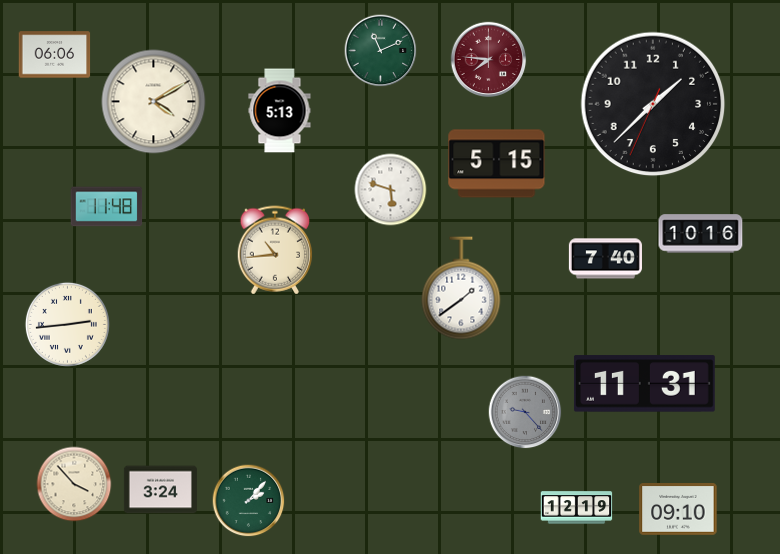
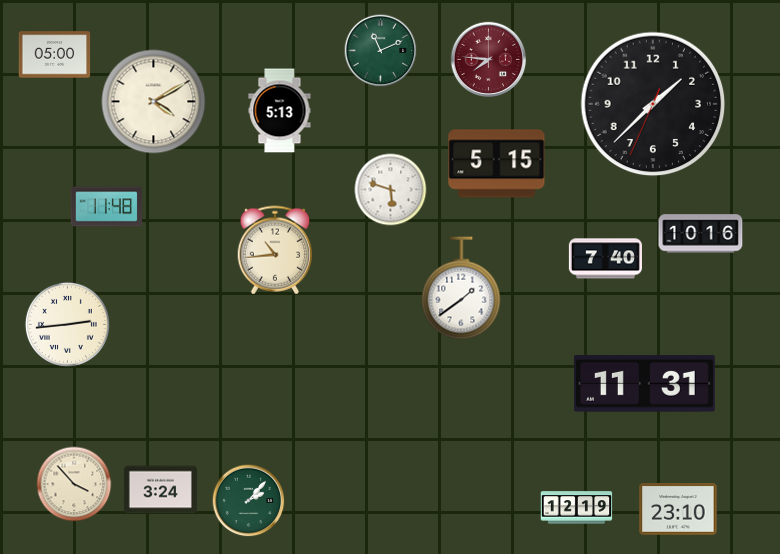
clock at (55, 55): 06:06 -> 05:00
clock at (525, 412): 9:23 -> none
clock at (678, 510): 09:10 -> 23:10
